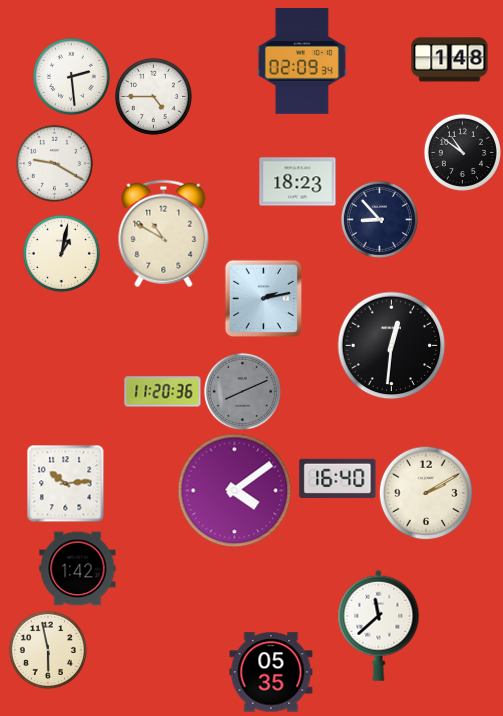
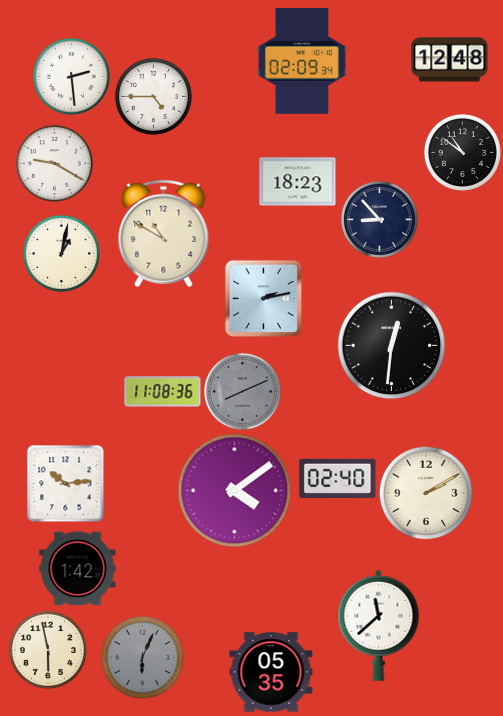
clock at (450, 60): 1:48 -> 12:48
clock at (163, 392): 11:20 -> 11:08
clock at (338, 478): 16:40 -> 02:40
clock at (142, 657): none -> 6:04
